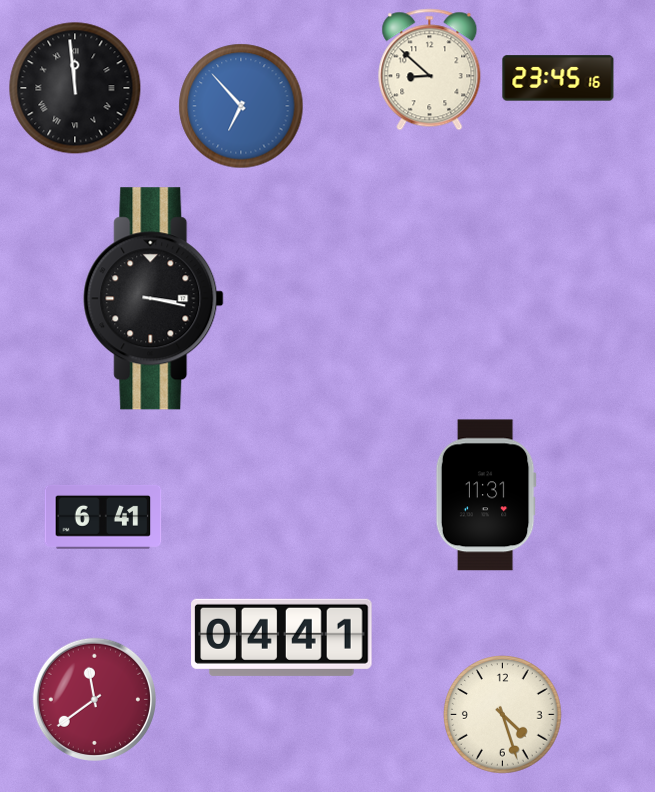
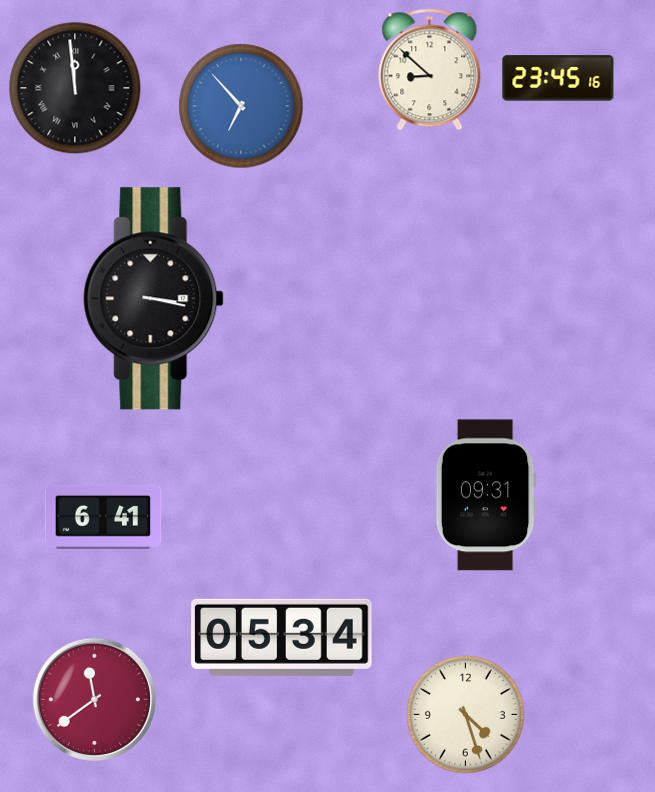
clock at (486, 495): 11:31 -> 09:31
clock at (282, 637): 04:41 -> 05:34
clock at (503, 715) position: (503, 715) -> (466, 715)
